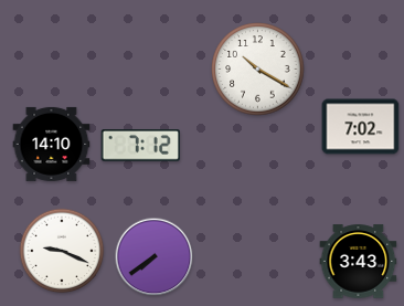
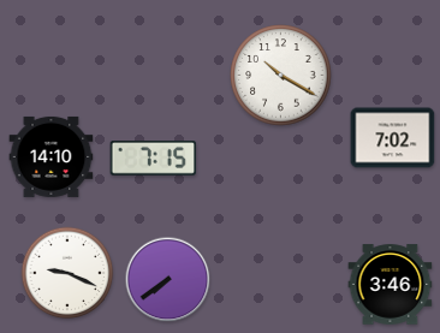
clock at (52, 144) position: (52, 144) -> (52, 156)
clock at (140, 146): 7:12 -> 7:15
clock at (359, 262): 3:43 -> 3:46
